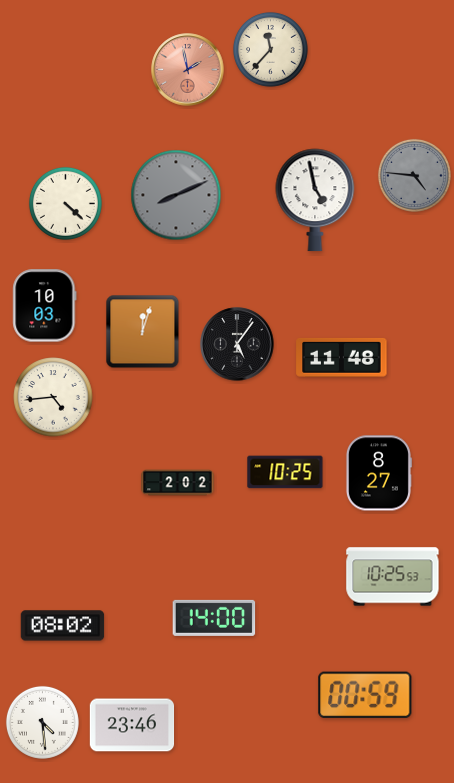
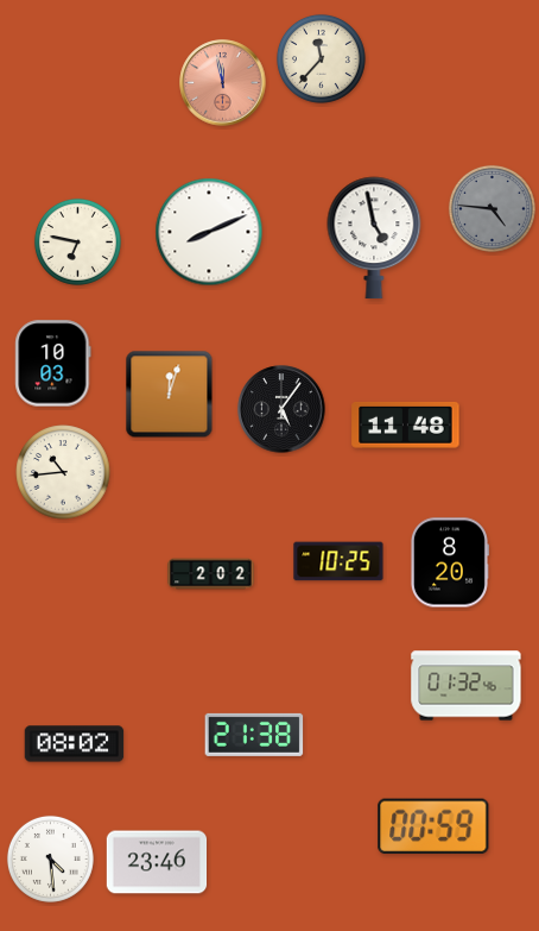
clock at (188, 70): 1:58 -> 11:58
clock at (176, 195) dial: grey -> white
clock at (65, 203): 4:22 -> 6:47
clock at (53, 397): 4:44 -> 10:44
clock at (378, 473): 8:27 -> 8:20
clock at (393, 577): 10:25 -> 01:32
clock at (214, 618): 14:00 -> 21:38
